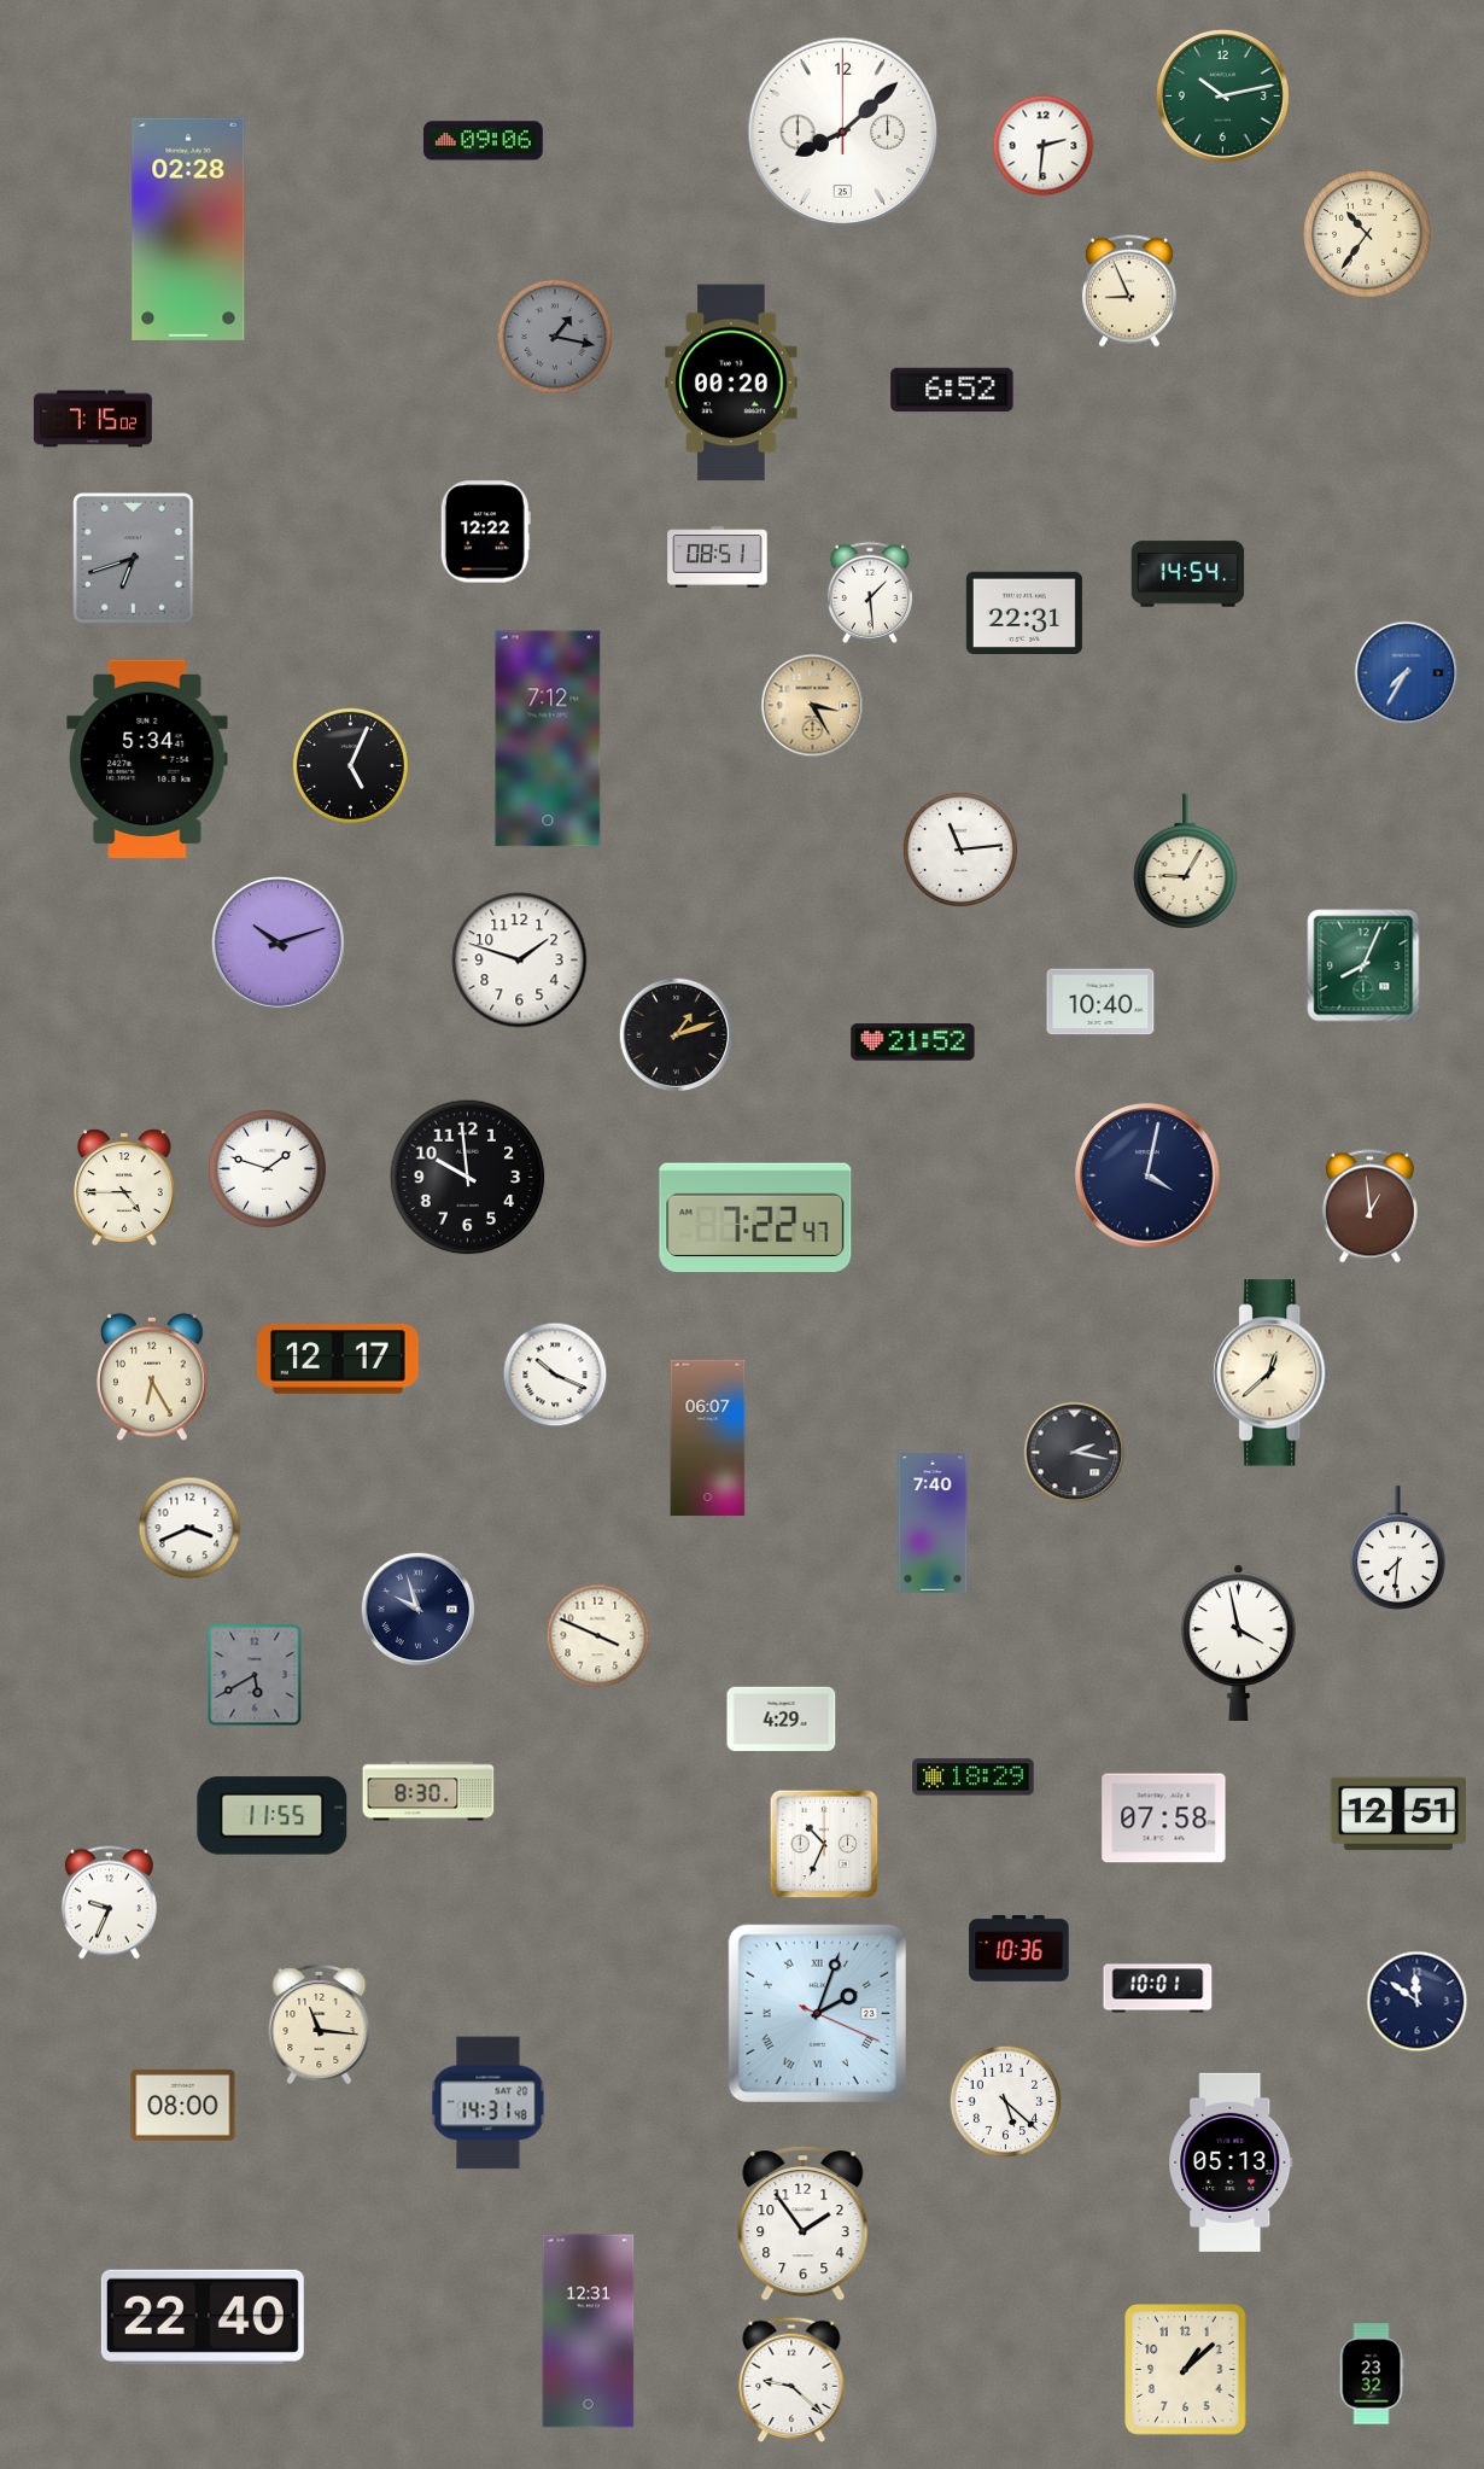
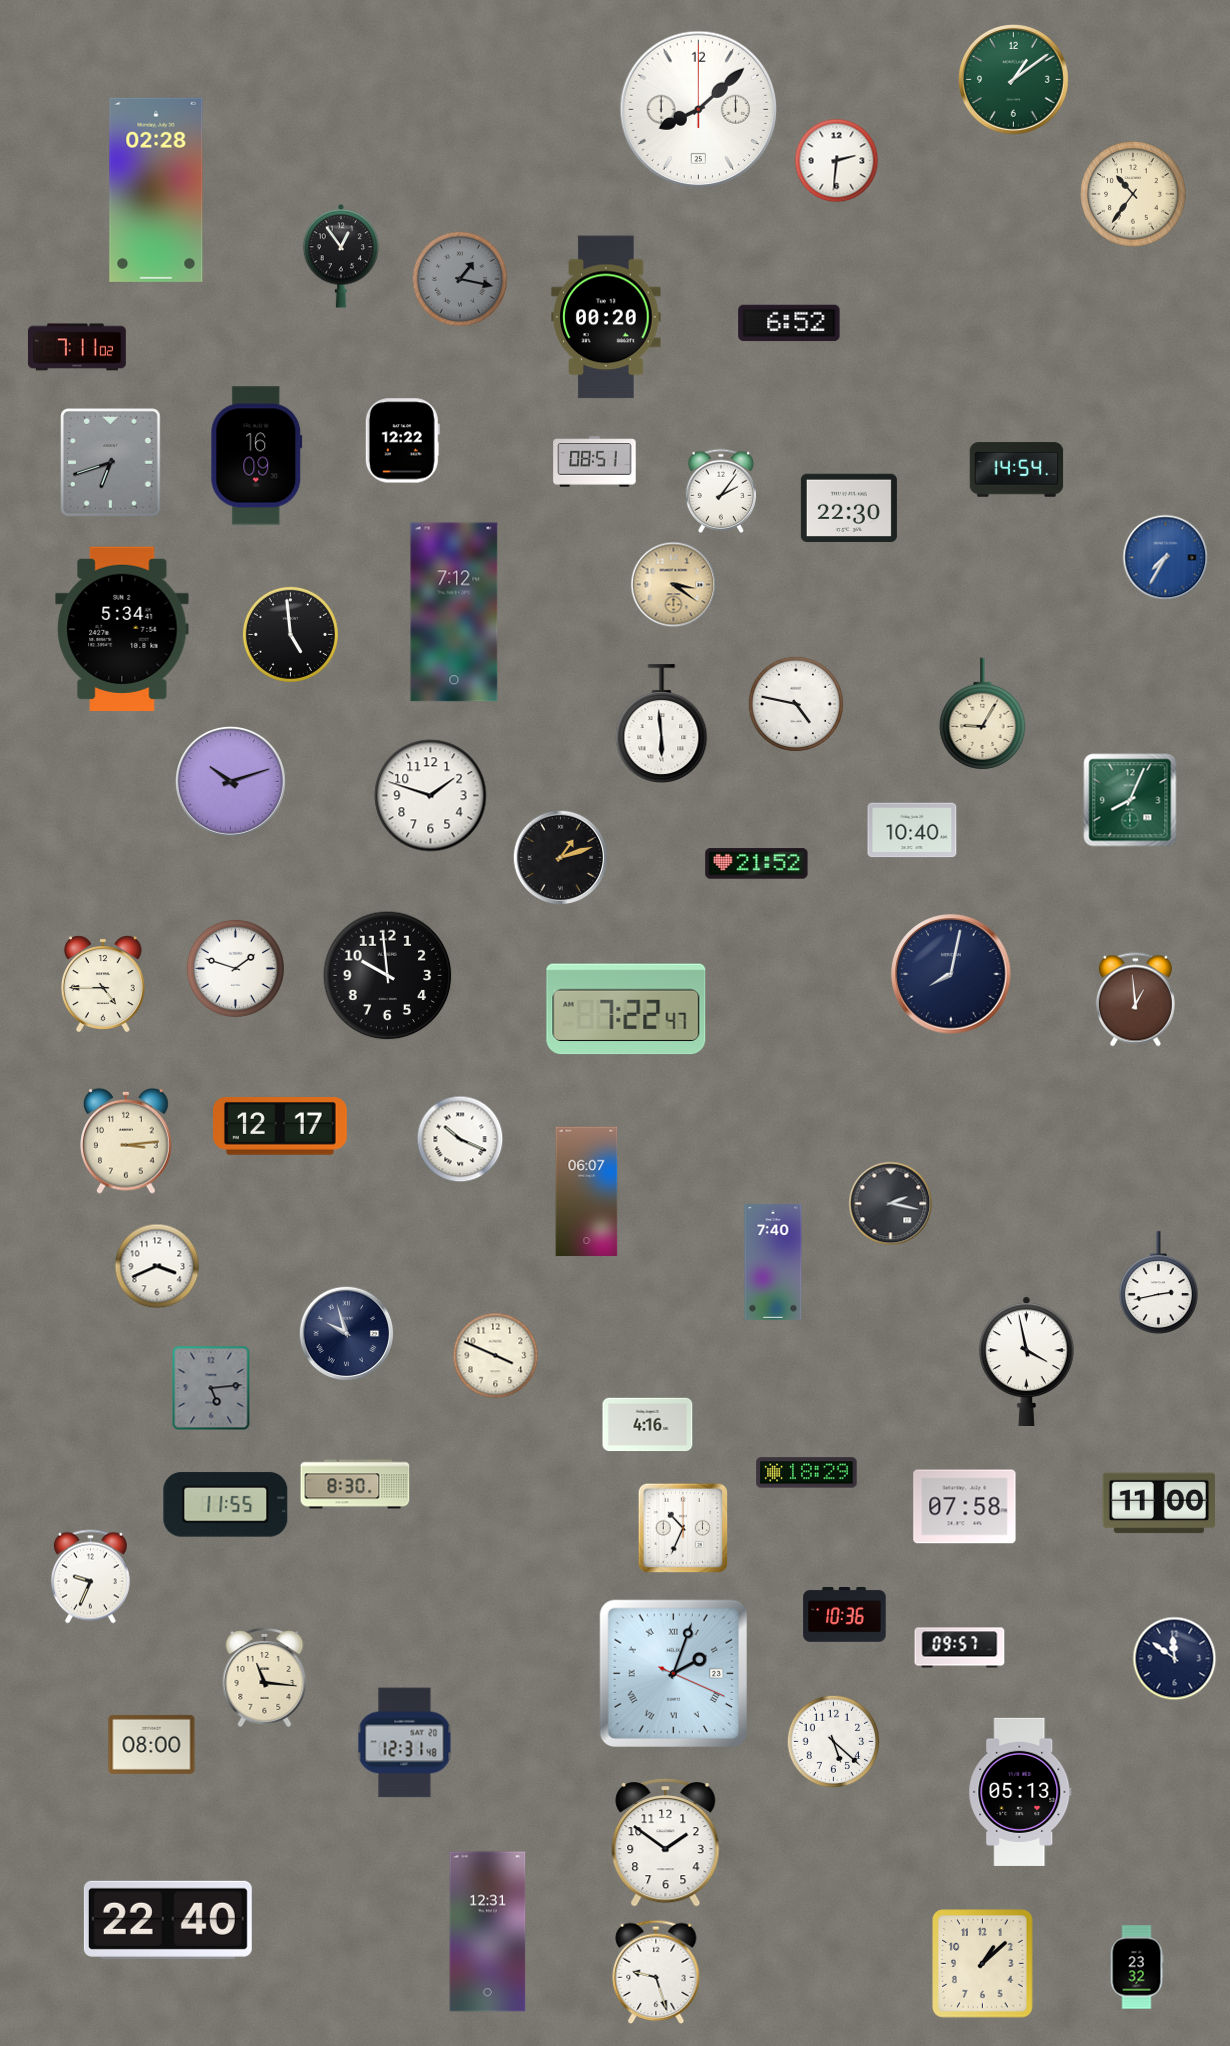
clock at (1222, 95): 10:13 -> 1:09
clock at (484, 141): 09:06 -> none
clock at (1044, 146) position: (1044, 146) -> (837, 161)
clock at (1129, 291): 8:56 -> none
clock at (341, 256): none -> 12:54
clock at (93, 419): 7:15 -> 7:11
clock at (257, 456): none -> 16:09
clock at (1188, 574) position: (1188, 574) -> (1017, 470)
clock at (869, 593): 1:29 -> 2:06
clock at (1024, 613): 22:31 -> 22:30
clock at (813, 706): 3:25 -> 3:21
clock at (350, 765): 5:04 -> 4:59
clock at (960, 850): 11:14 -> 4:47
clock at (662, 723): none -> 5:59
clock at (267, 1168) position: (267, 1168) -> (235, 968)
clock at (1147, 1175): 4:02 -> 8:02
clock at (1273, 1373): 12:38 -> none
clock at (152, 1377): 6:25 -> 3:14
clock at (1398, 1548): 7:31 -> 2:43
clock at (255, 1675): 5:40 -> 5:14
clock at (782, 1720): 4:29 -> 4:16
clock at (1397, 1814): 12:51 -> 11:00
clock at (1158, 1989): 10:01 -> 09:57
clock at (817, 2013) position: (817, 2013) -> (673, 1673)
clock at (489, 2103): 14:31 -> 12:31
clock at (804, 2224): 1:54 -> 1:51
clock at (791, 2378): 9:22 -> 9:27
